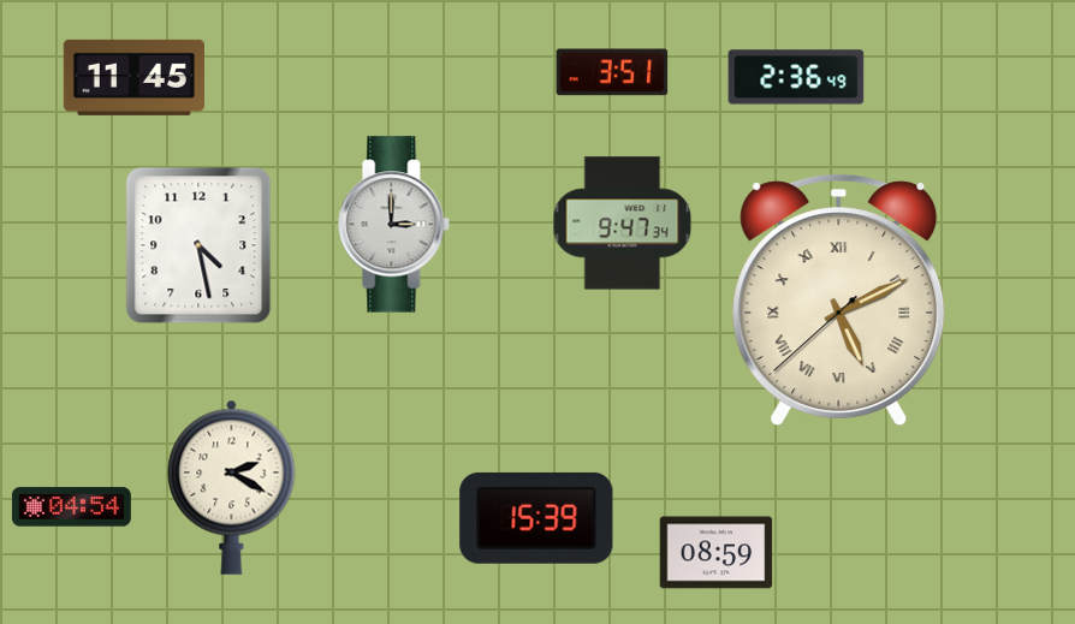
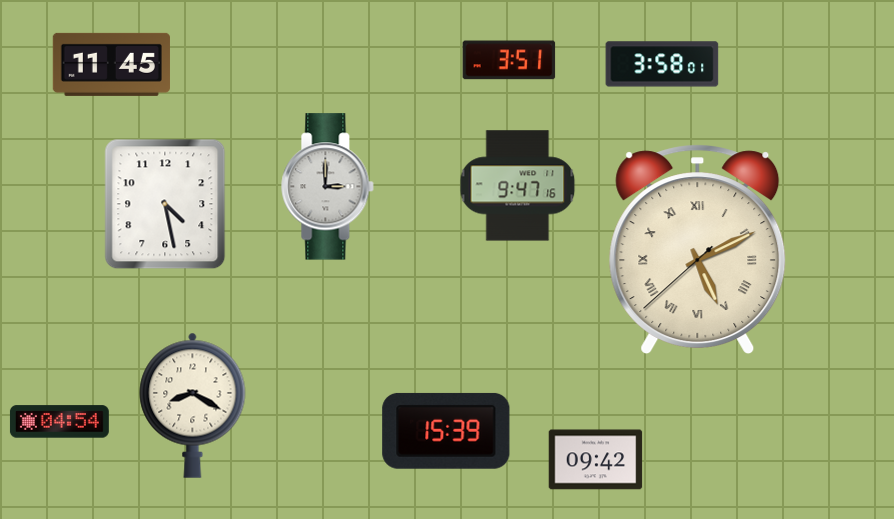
clock at (796, 77): 2:36 -> 3:58
clock at (623, 224): 9:47:34 -> 9:47:16
clock at (232, 487): 2:20 -> 8:20
clock at (717, 553): 08:59 -> 09:42
